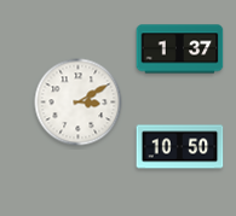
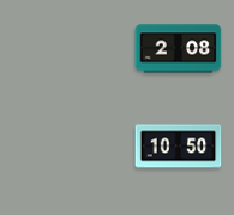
clock at (180, 49): 1:37 -> 2:08
clock at (79, 103): 3:10 -> none
